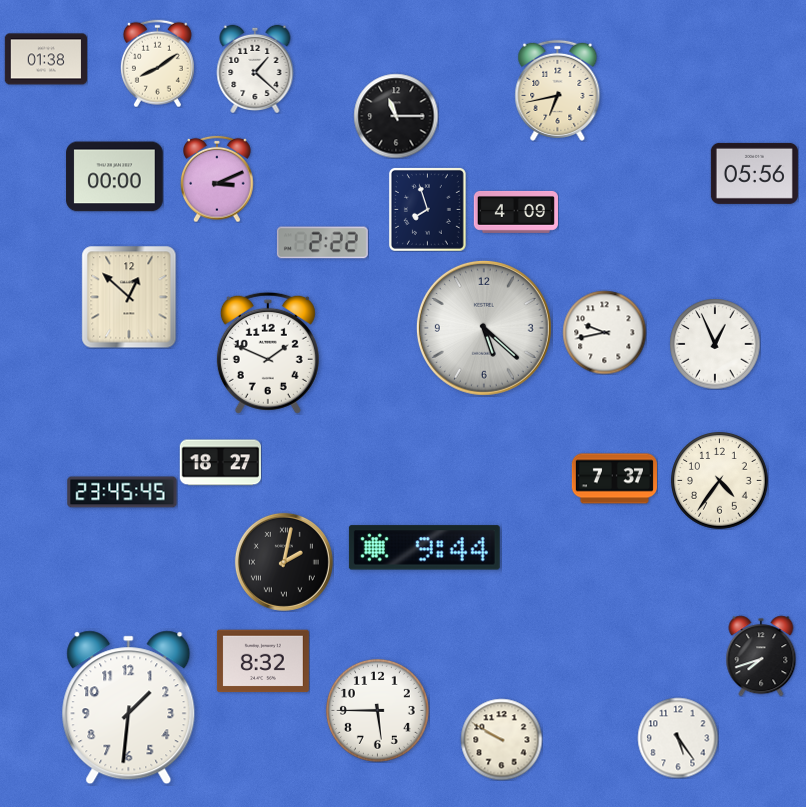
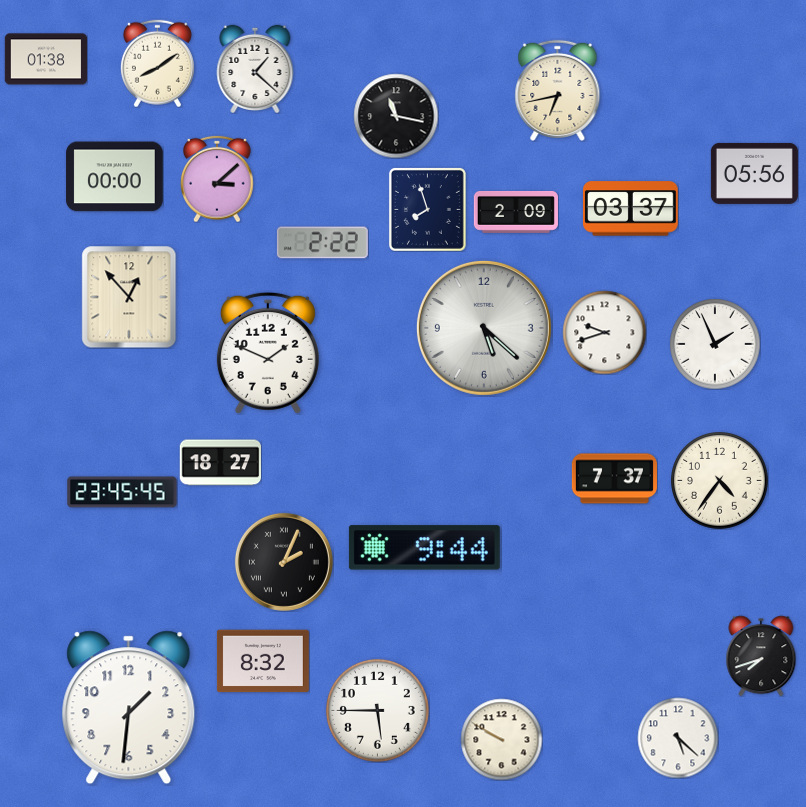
clock at (396, 116): 11:15 -> 11:17
clock at (217, 179): 3:11 -> 3:08
clock at (631, 209): none -> 03:37
clock at (516, 212): 4:09 -> 2:09
clock at (129, 297): 12:52 -> 12:53
clock at (604, 332): 9:43 -> 9:42
clock at (715, 344): 12:56 -> 1:56
clock at (284, 562): 2:02 -> 2:04
clock at (678, 738): 5:24 -> 5:22
